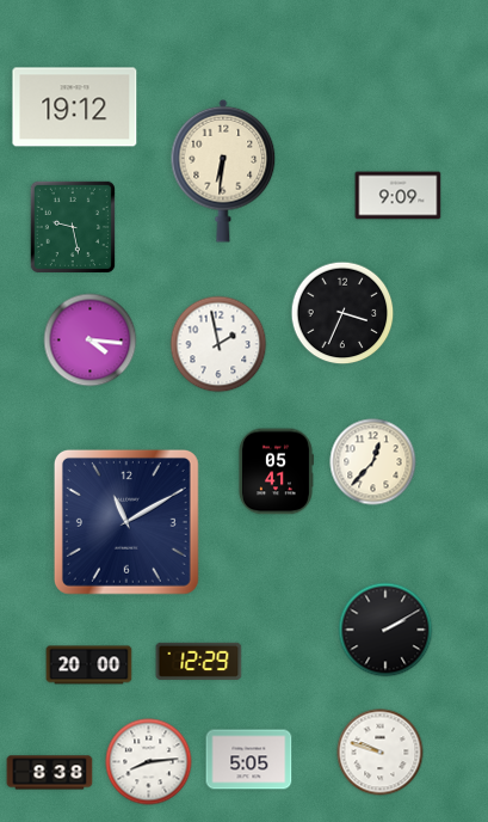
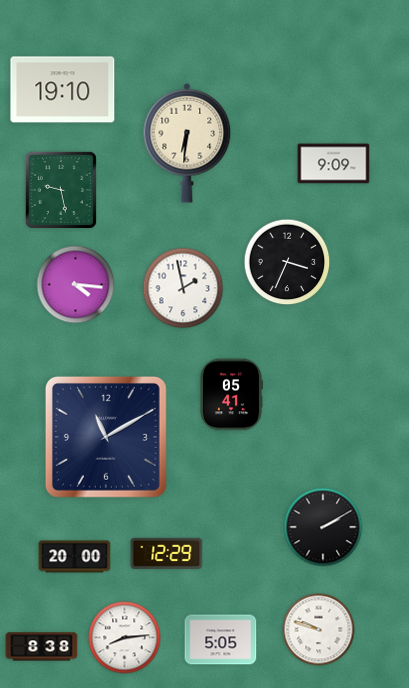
clock at (75, 108): 19:12 -> 19:10
clock at (373, 462): 12:37 -> none
clock at (249, 760) position: (249, 760) -> (221, 640)
